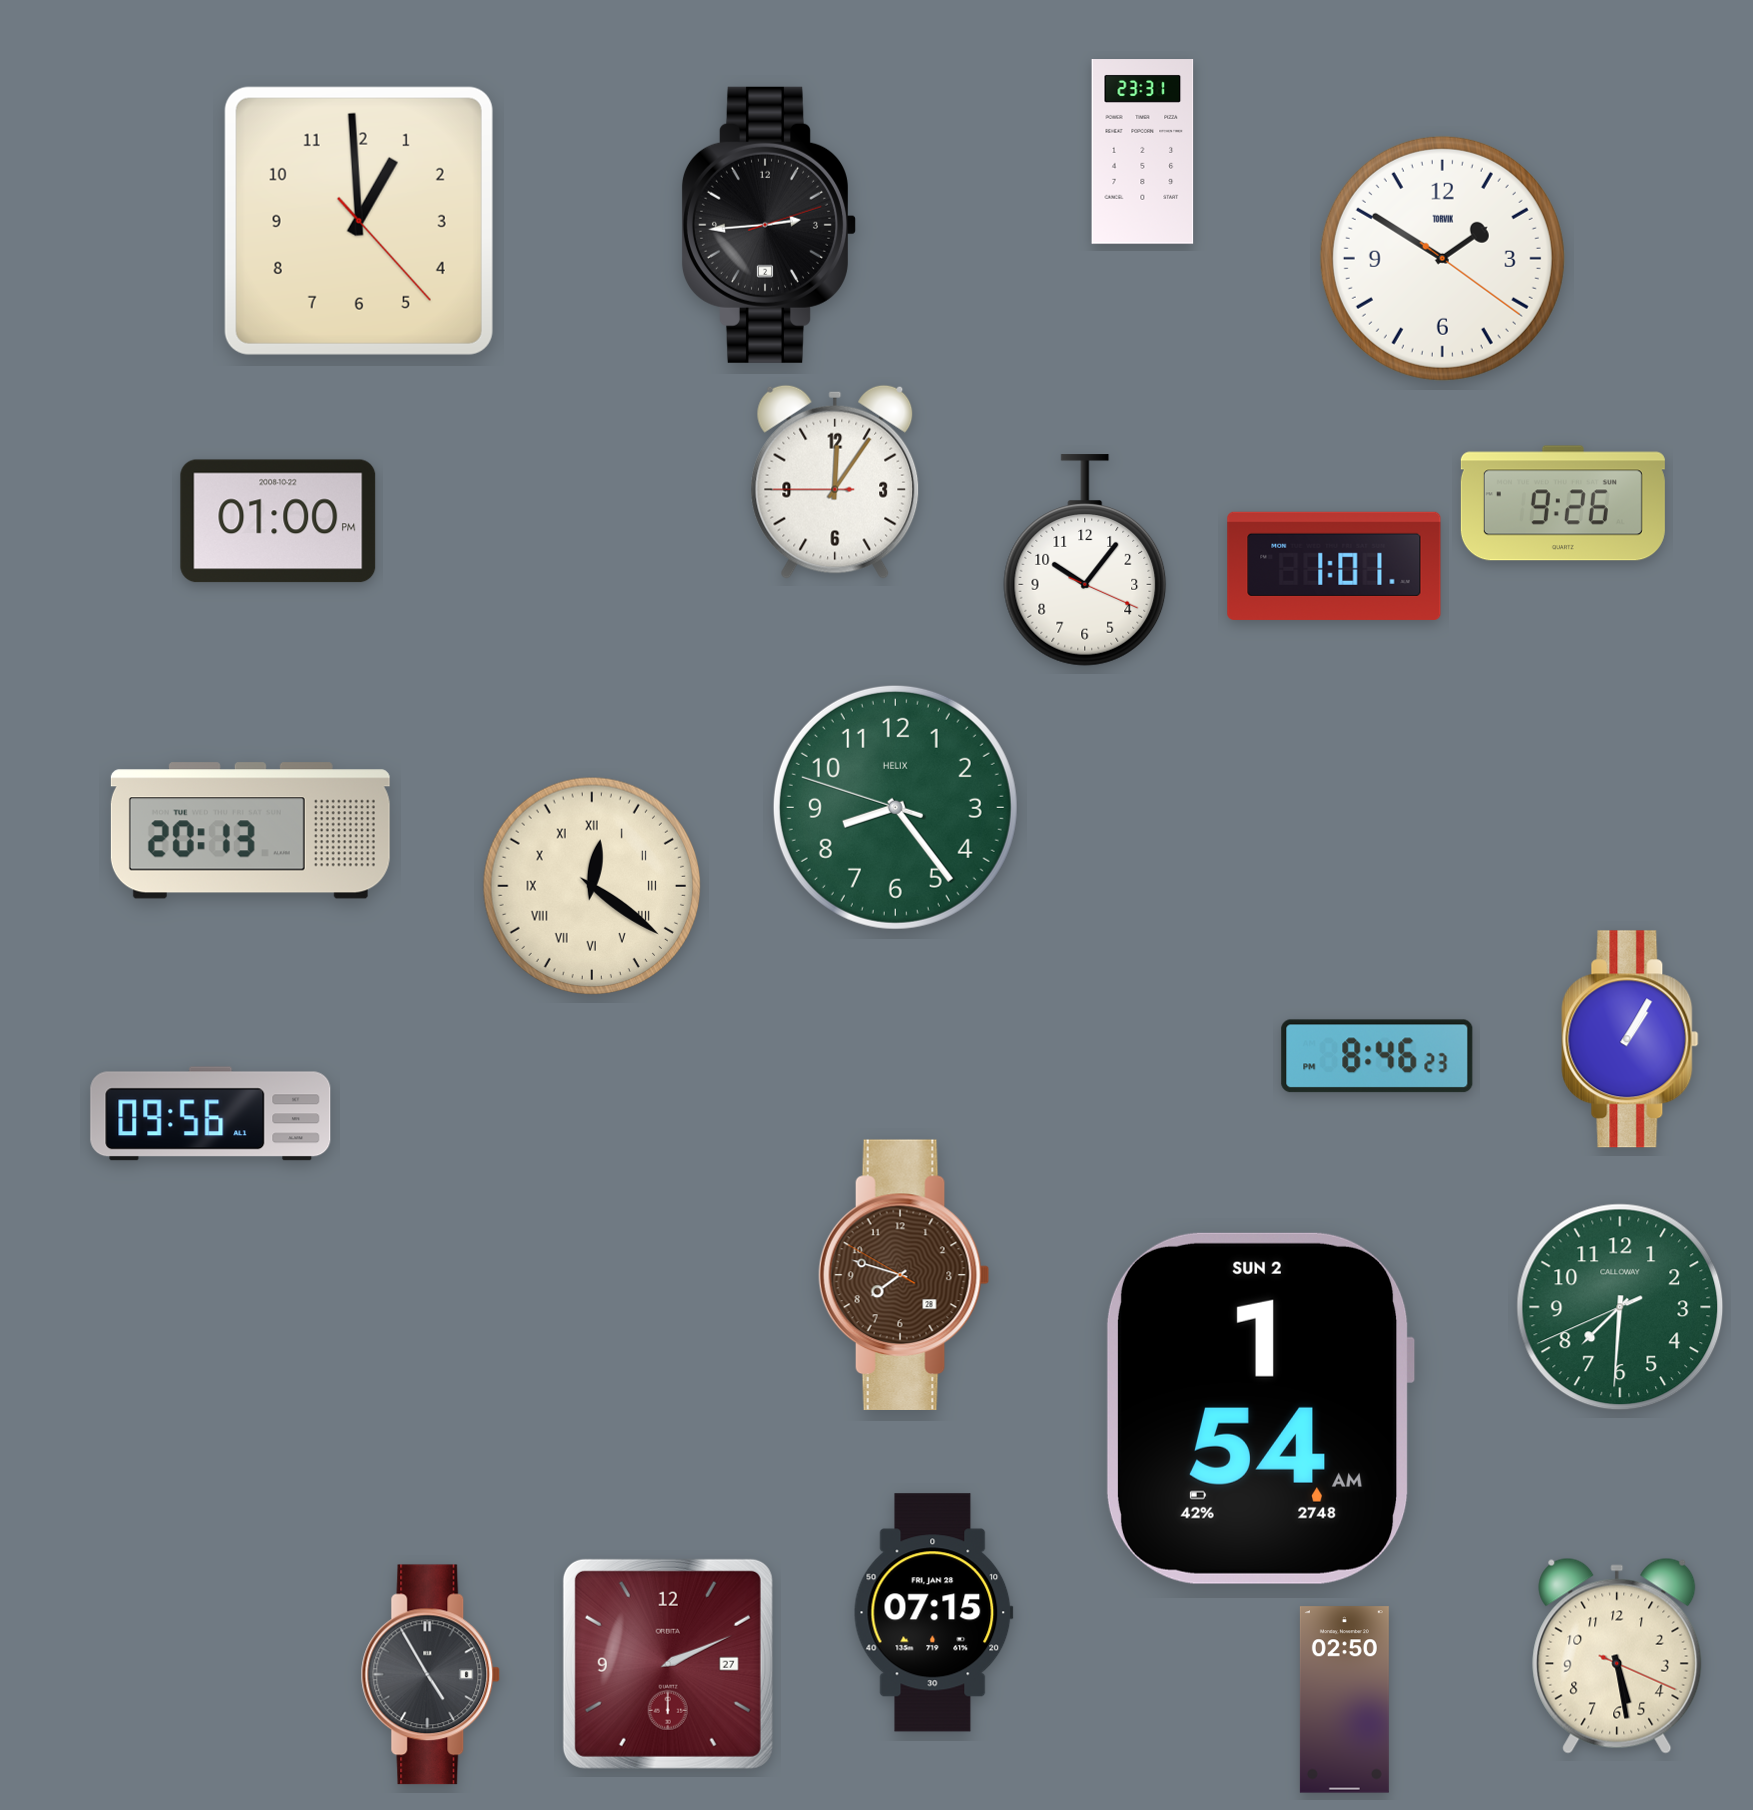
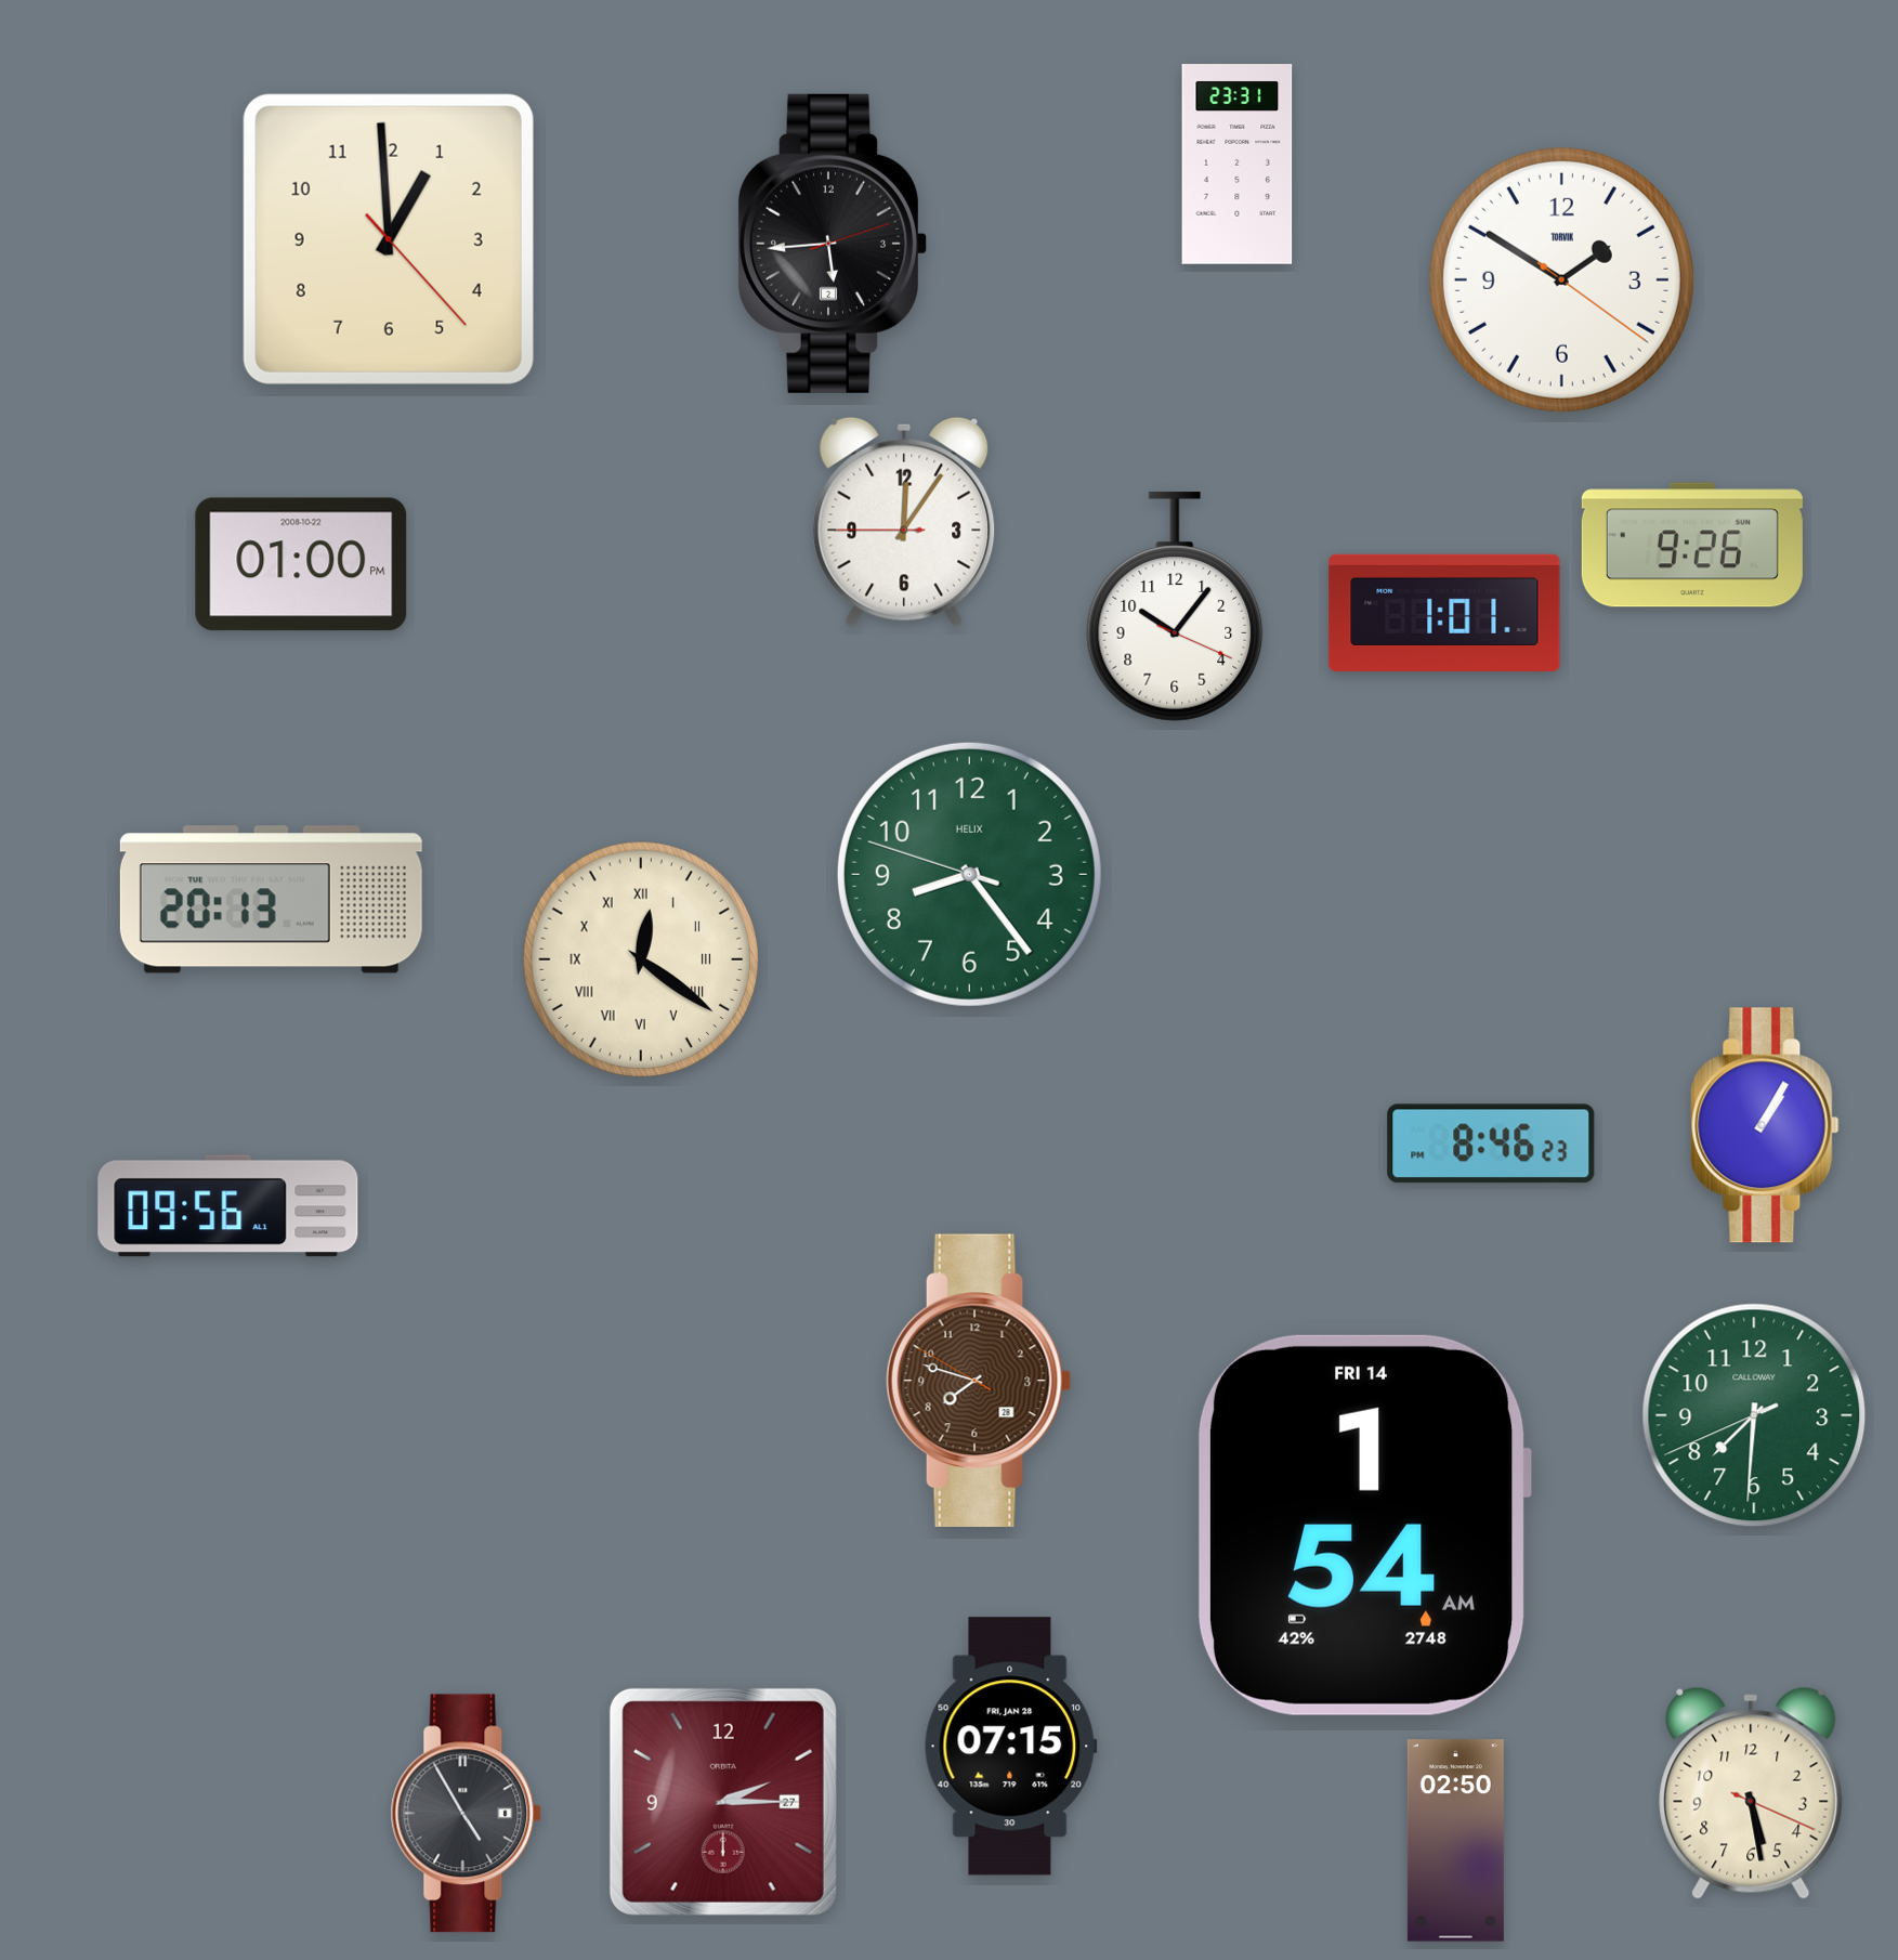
clock at (768, 225): 2:44 -> 5:44
clock at (1260, 1408) date: SUN 2 -> FRI 14
clock at (668, 1664): 2:11 -> 2:15
